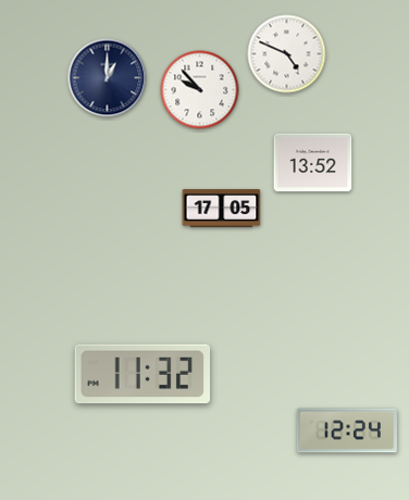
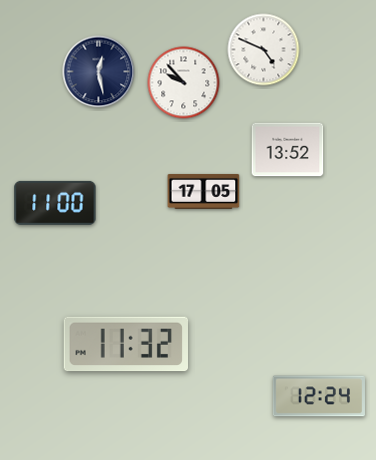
clock at (108, 78): 1:00 -> 12:28
clock at (55, 203): none -> 11:00
clock at (141, 374) position: (141, 374) -> (125, 344)
